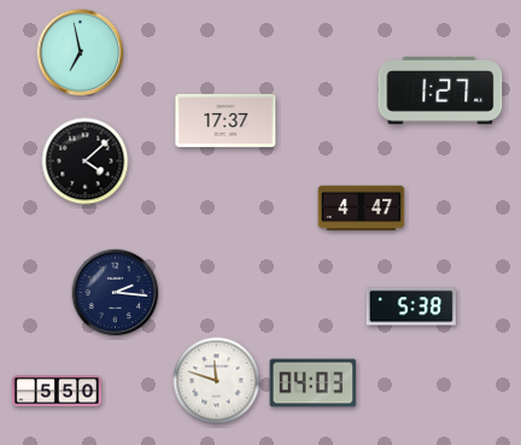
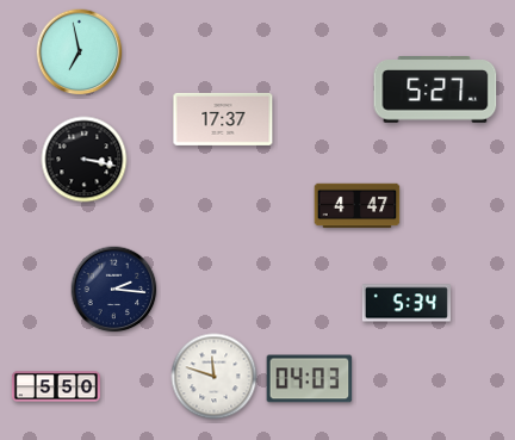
clock at (440, 92): 1:27 -> 5:27
clock at (86, 162): 4:08 -> 3:17
clock at (411, 306): 5:38 -> 5:34
